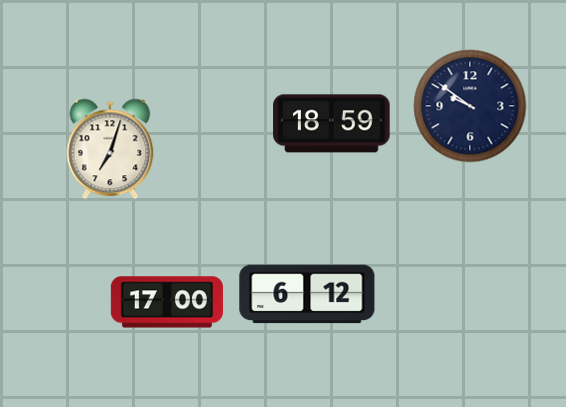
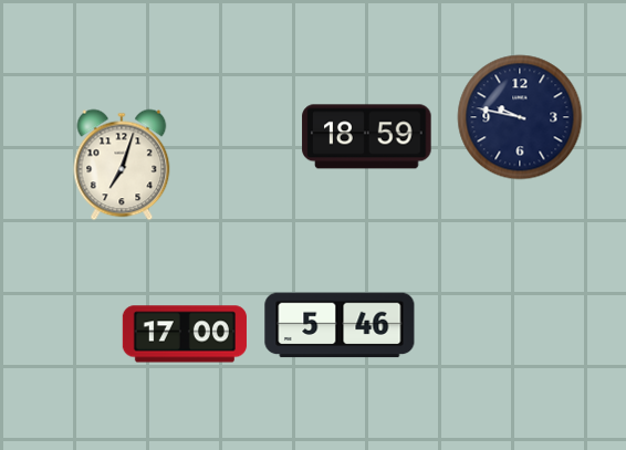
clock at (470, 106): 9:51 -> 9:47
clock at (307, 294): 6:12 -> 5:46
